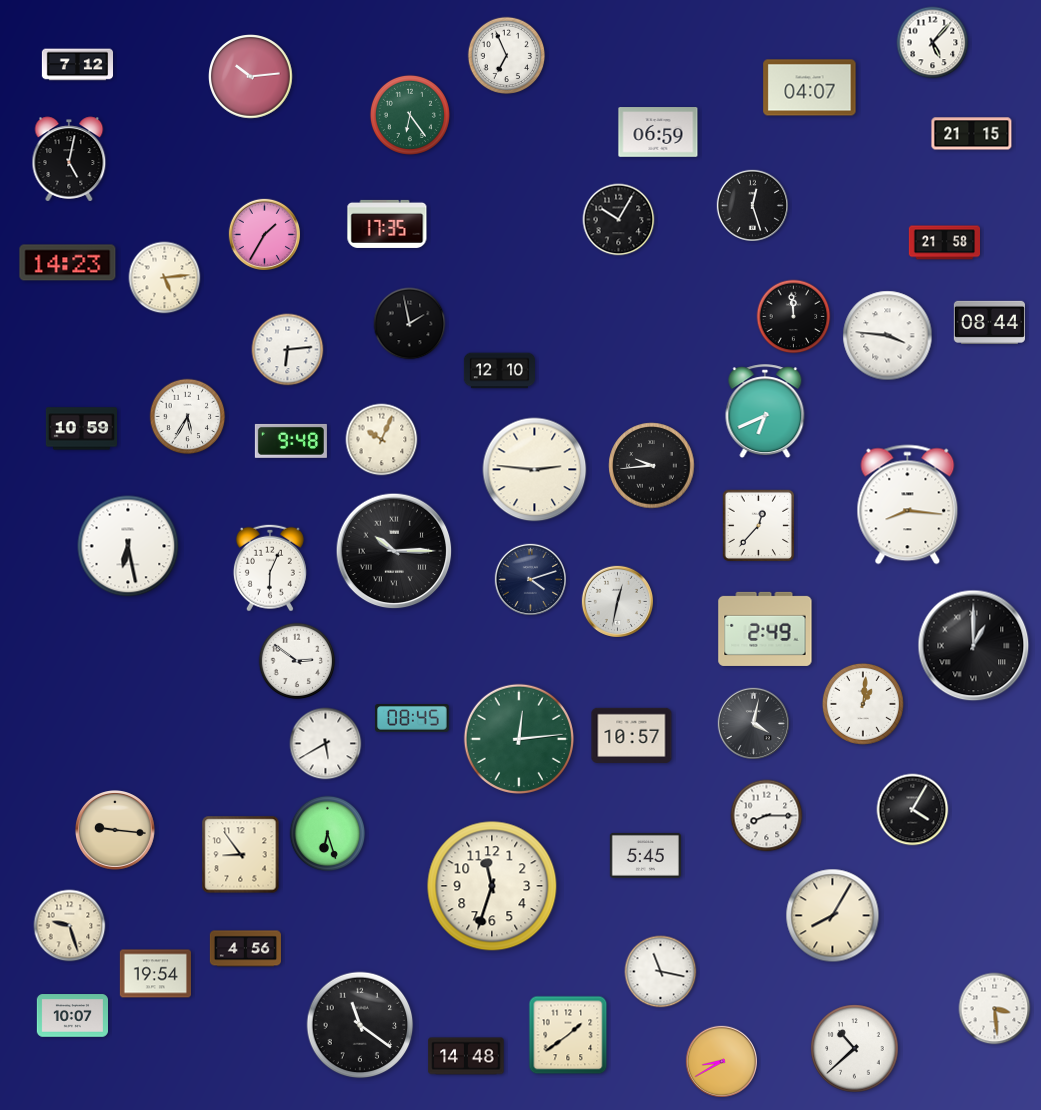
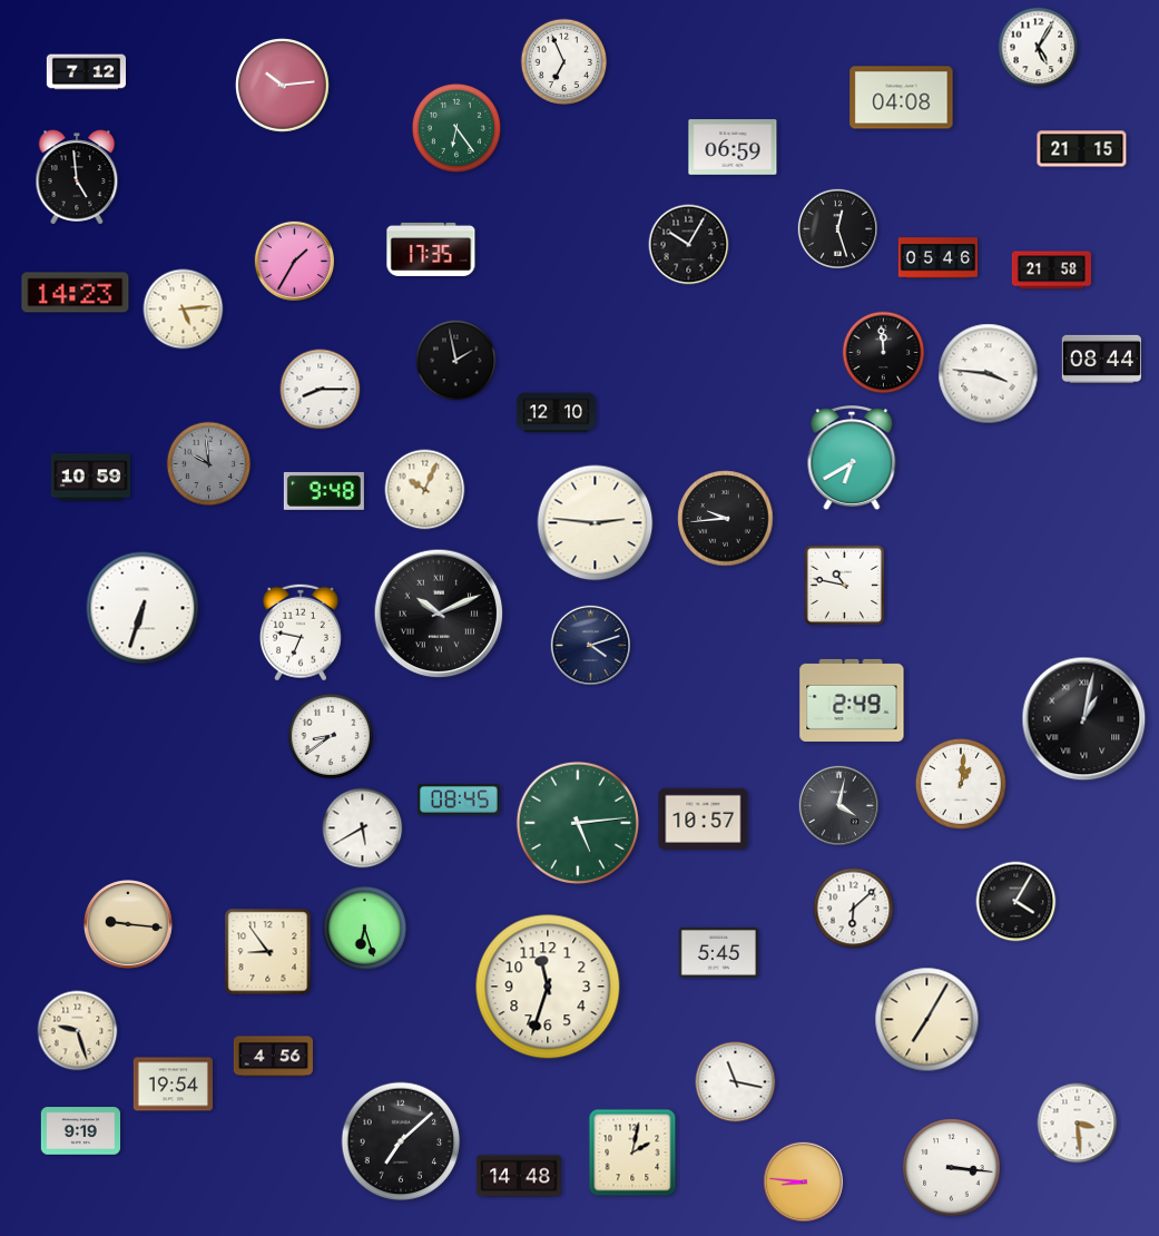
clock at (933, 43): 5:07 -> 5:05
clock at (251, 77) position: (251, 77) -> (283, 86)
clock at (810, 88): 04:07 -> 04:08
clock at (69, 159): 5:02 -> 4:59
clock at (937, 258): none -> 05:46
clock at (288, 350): 6:14 -> 8:15
clock at (765, 412): 6:41 -> 6:40
clock at (188, 417): 5:35 -> 9:59
clock at (188, 417) dial: white -> grey
clock at (908, 505): 8:16 -> none
clock at (759, 526): 12:37 -> 10:47
clock at (128, 546): 6:28 -> 6:33
clock at (394, 551): 10:15 -> 10:11
clock at (270, 568): 6:04 -> 6:47
clock at (617, 601): 12:32 -> none
clock at (974, 646): 1:00 -> 1:02
clock at (297, 661): 2:51 -> 8:39
clock at (519, 739): 12:14 -> 5:14
clock at (767, 816): 8:15 -> 6:08
clock at (833, 916): 8:05 -> 7:05
clock at (995, 1009) position: (995, 1009) -> (1078, 1124)
clock at (72, 1016): 10:07 -> 9:19
clock at (360, 1025): 11:21 -> 7:08
clock at (568, 1035): 1:39 -> 2:02
clock at (855, 1049): 10:38 -> 3:16
clock at (721, 1061): 8:40 -> 8:46
